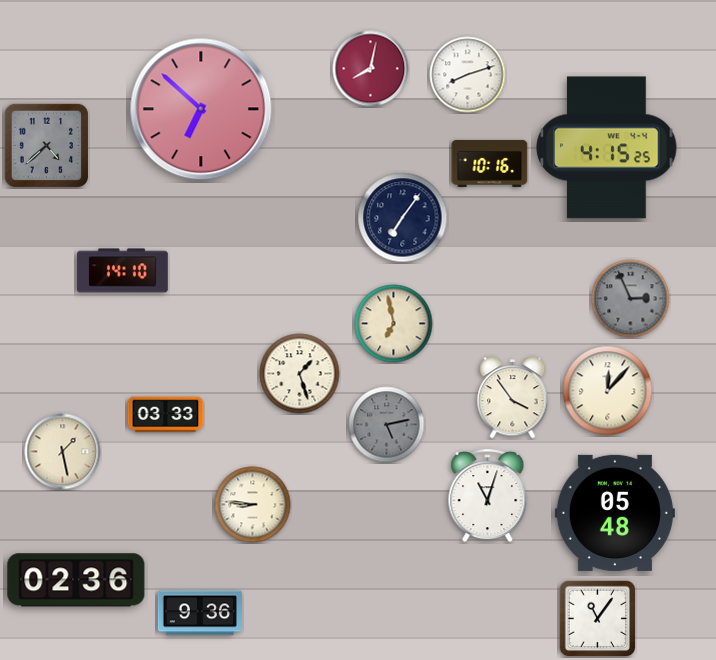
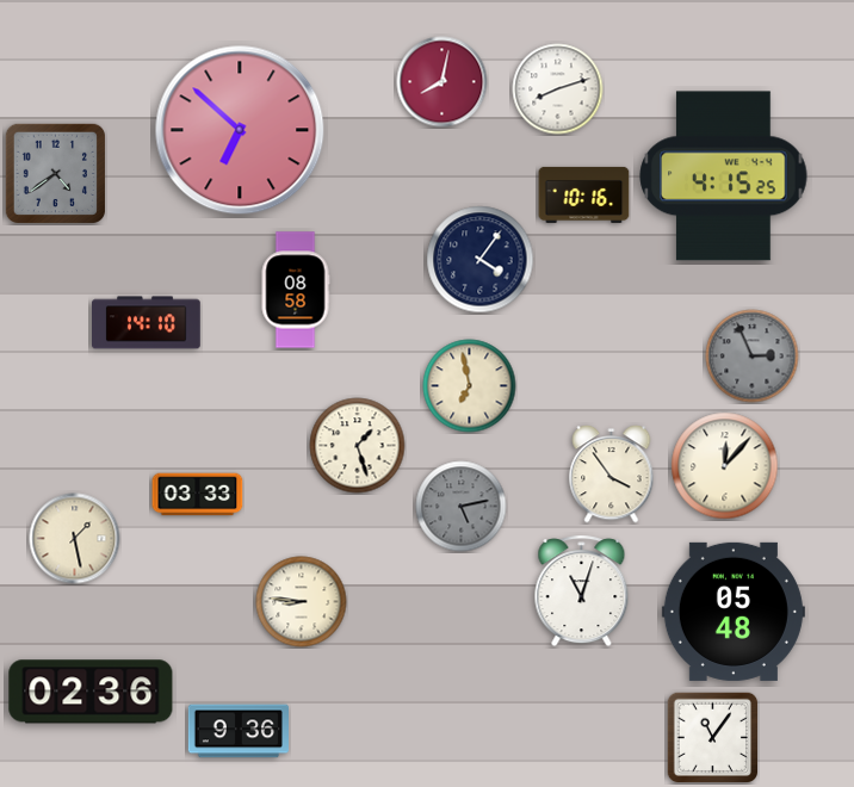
clock at (46, 145): 4:38 -> 4:39
clock at (403, 218): 7:06 -> 4:06
clock at (296, 290): none -> 08:58
